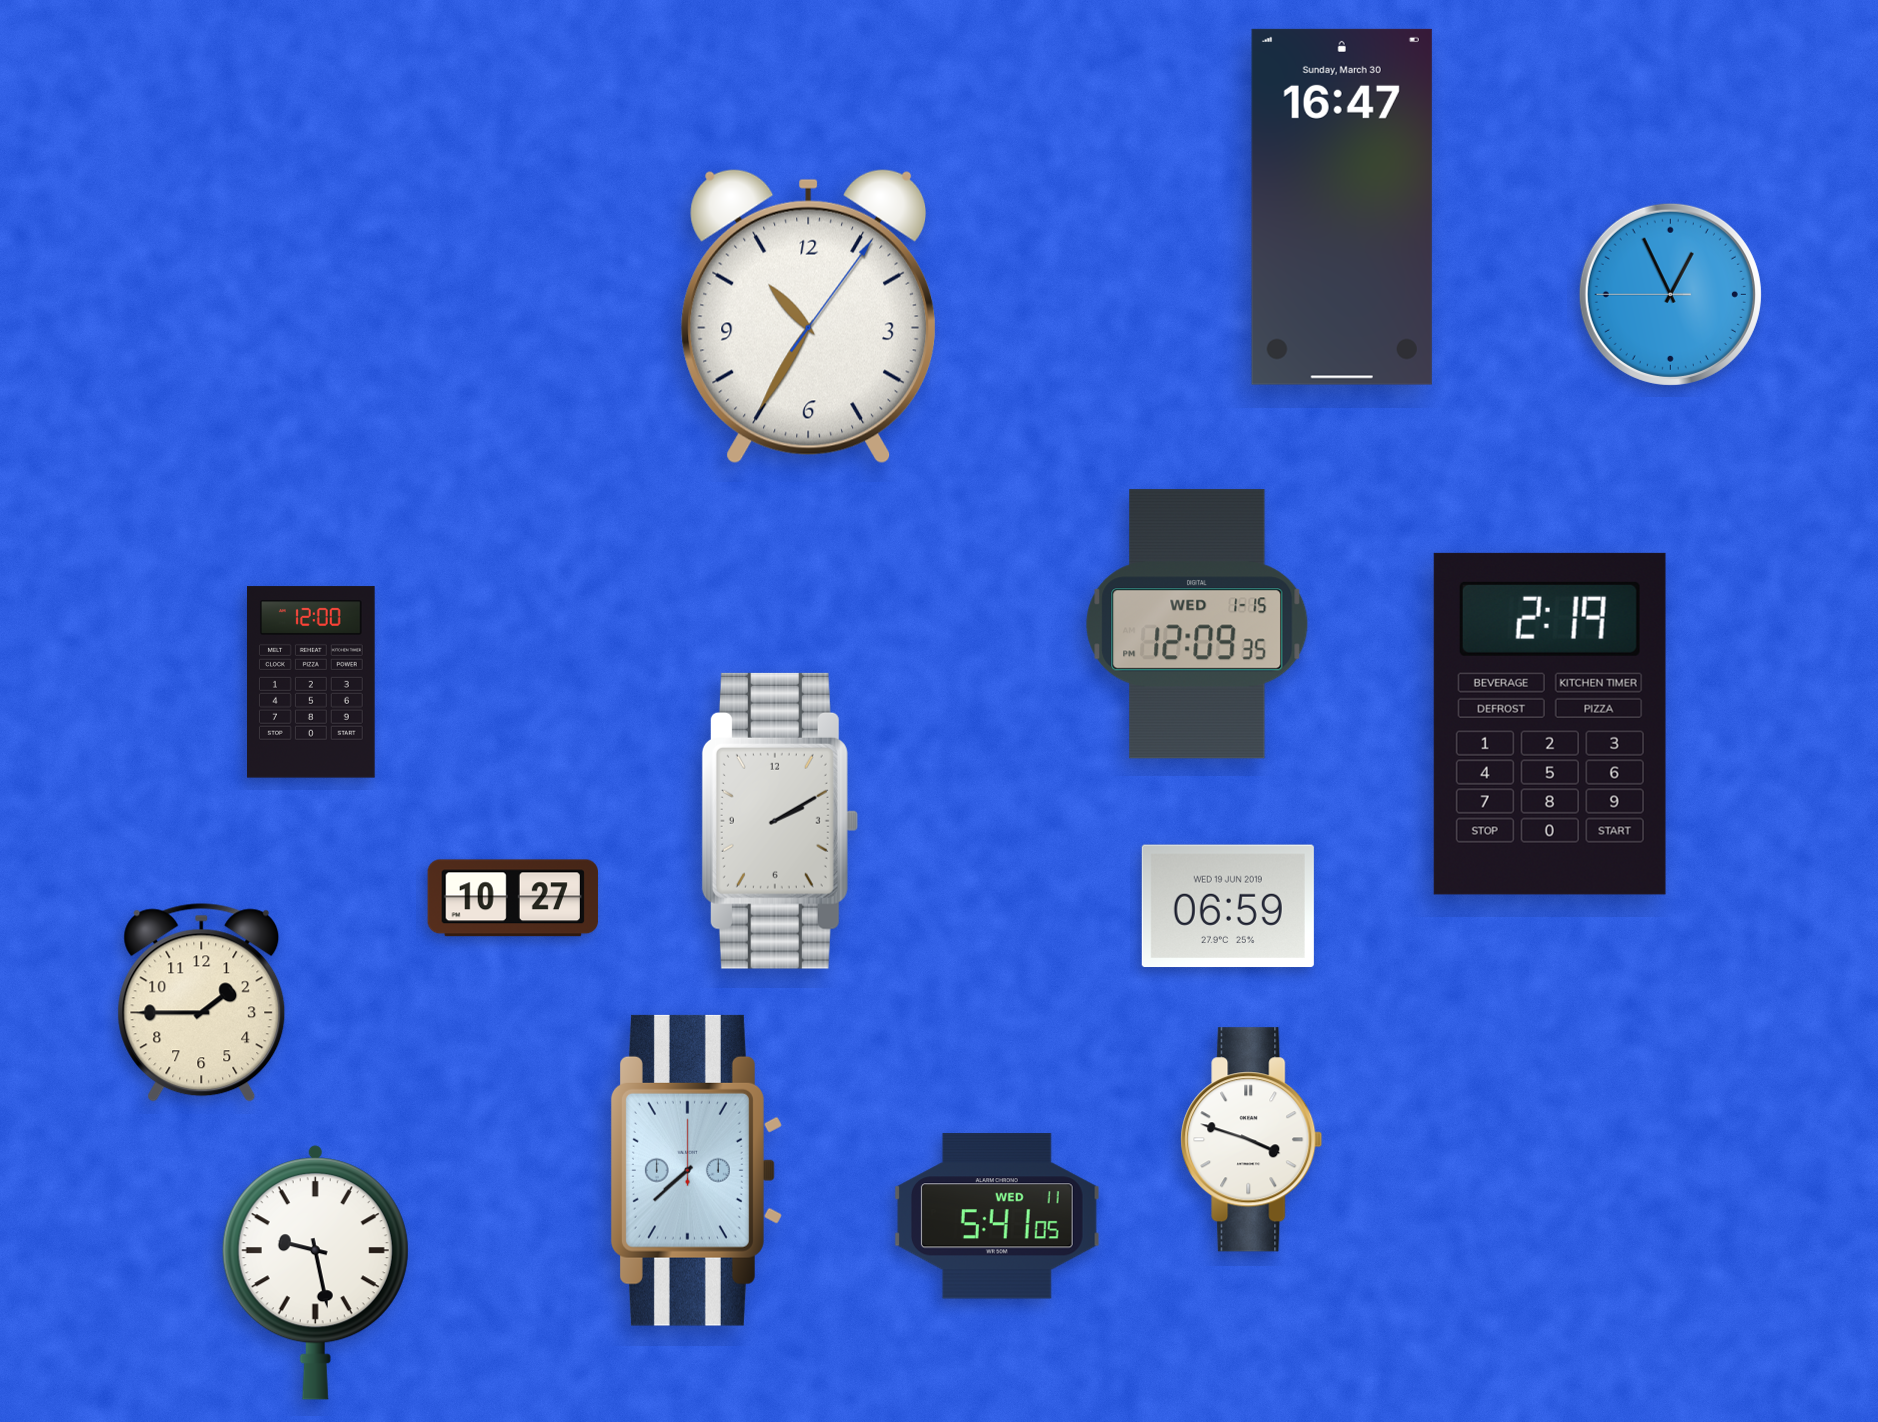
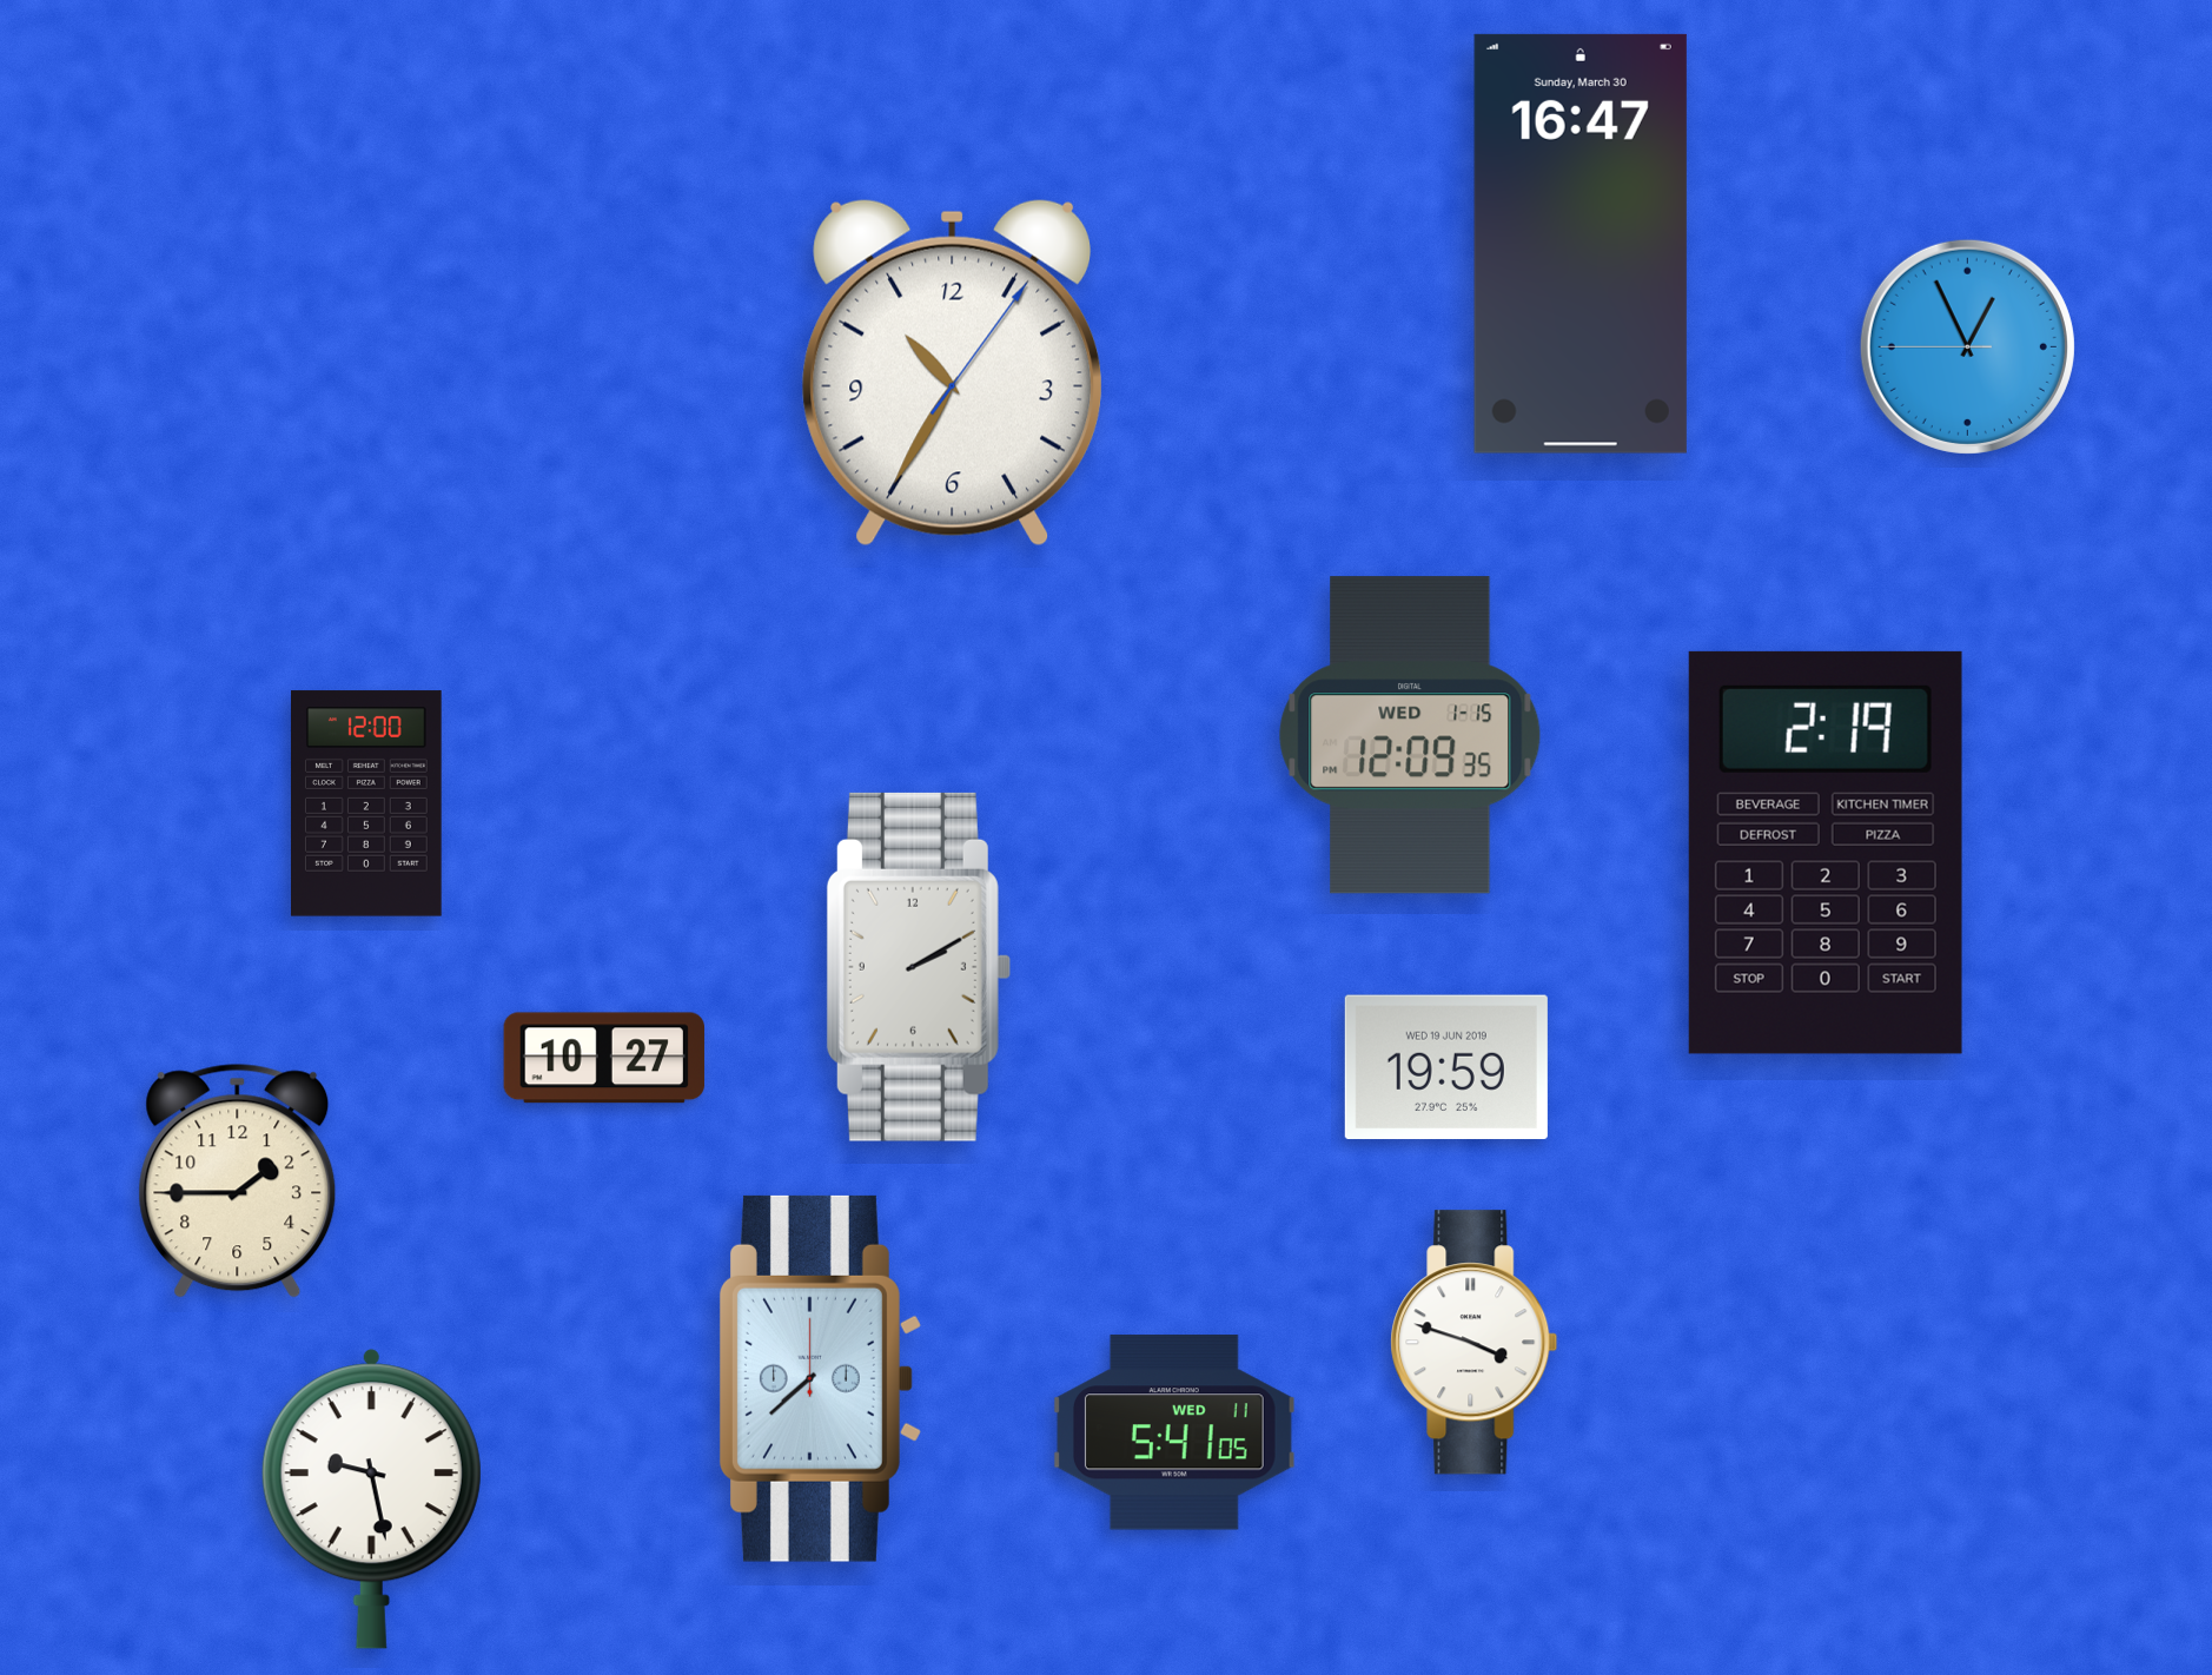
clock at (1228, 906): 06:59 -> 19:59
